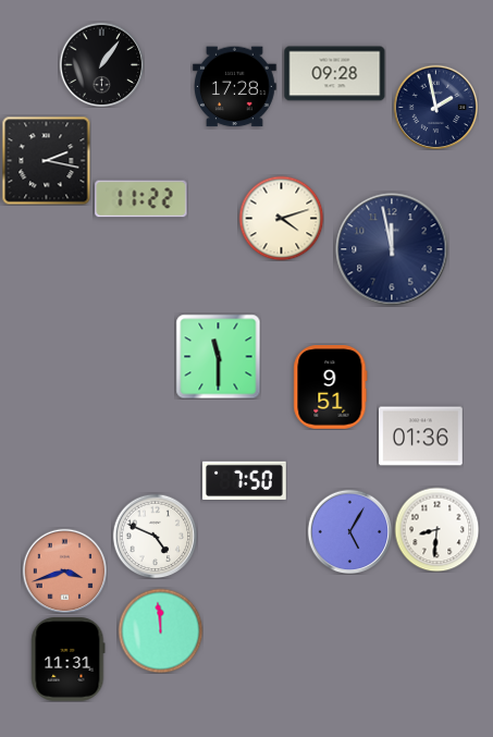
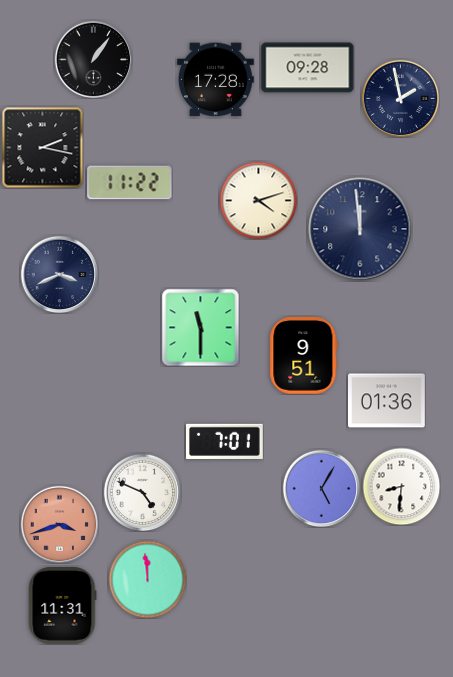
clock at (392, 249): 11:58 -> 11:59
clock at (59, 274): none -> 3:41
clock at (245, 480): 7:50 -> 7:01
